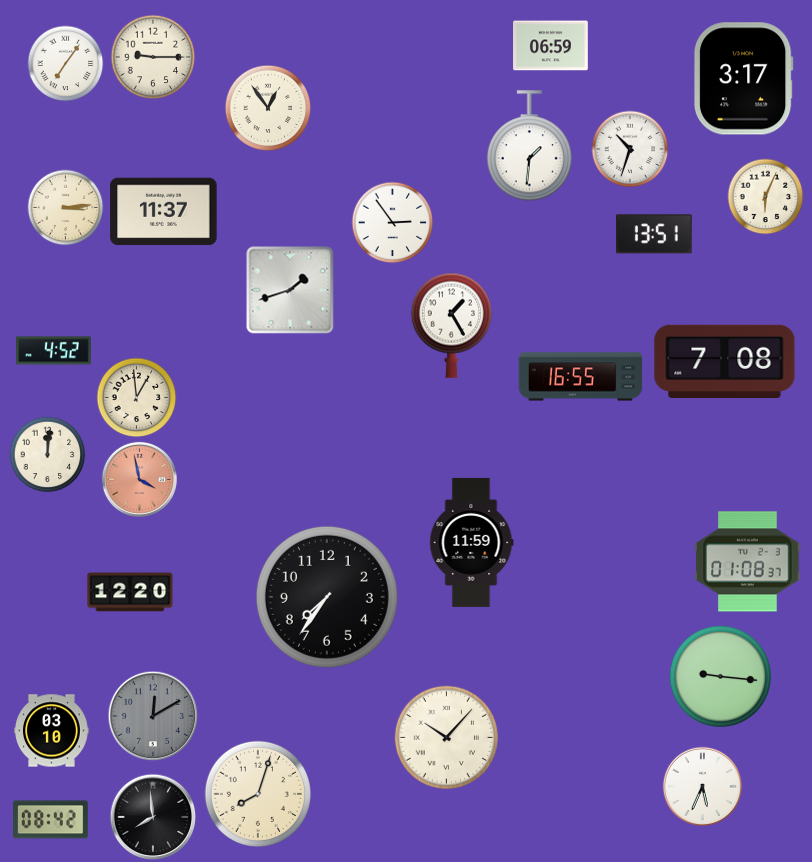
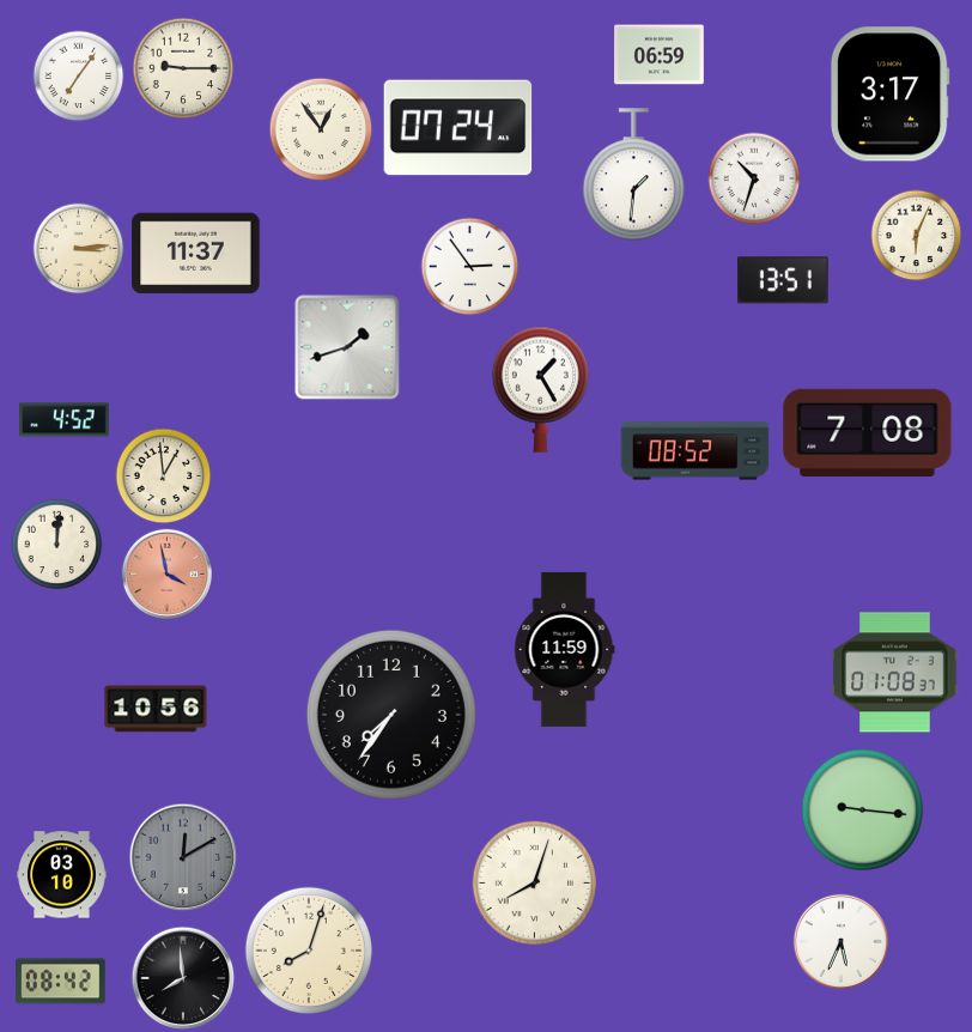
clock at (458, 128): none -> 07:24
clock at (581, 377): 16:55 -> 08:52
clock at (130, 592): 12:20 -> 10:56
clock at (446, 737): 10:07 -> 8:03
